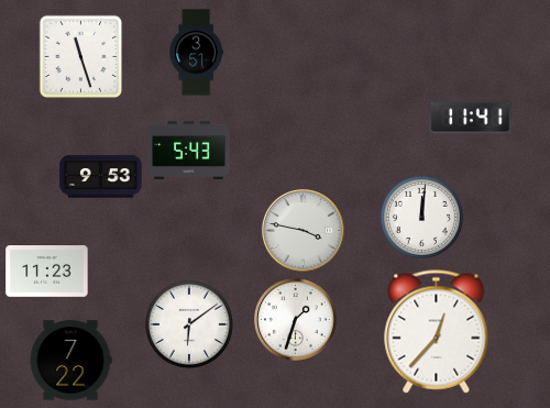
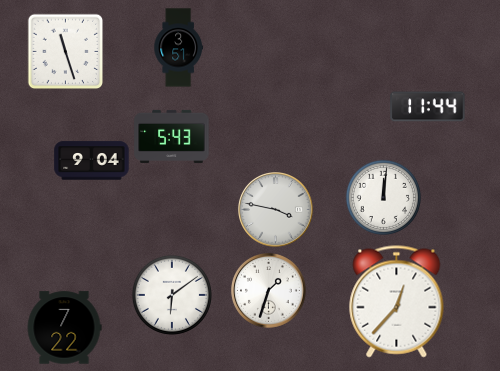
clock at (81, 57) position: (81, 57) -> (66, 52)
clock at (471, 118): 11:41 -> 11:44
clock at (101, 177): 9:53 -> 9:04
clock at (47, 272): 11:23 -> none
